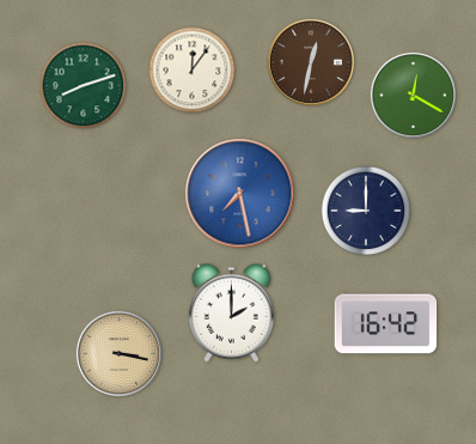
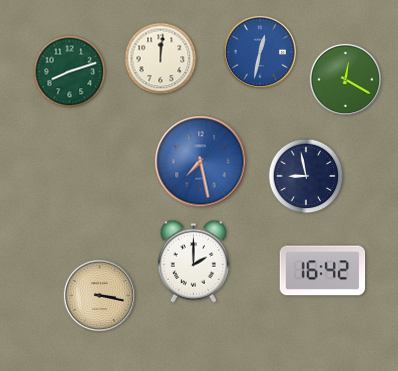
clock at (311, 62) dial: brown -> blue
clock at (193, 71): 12:06 -> 12:01
clock at (366, 211): 9:00 -> 8:58
